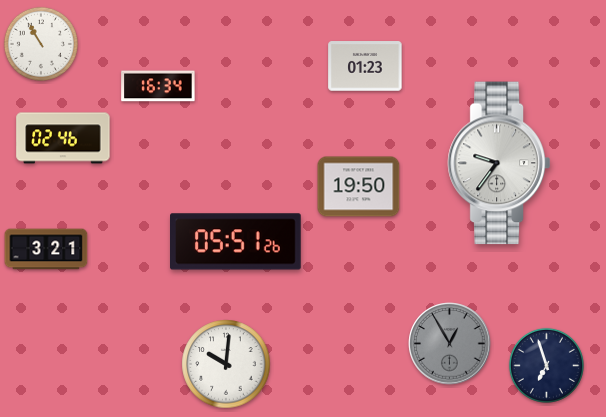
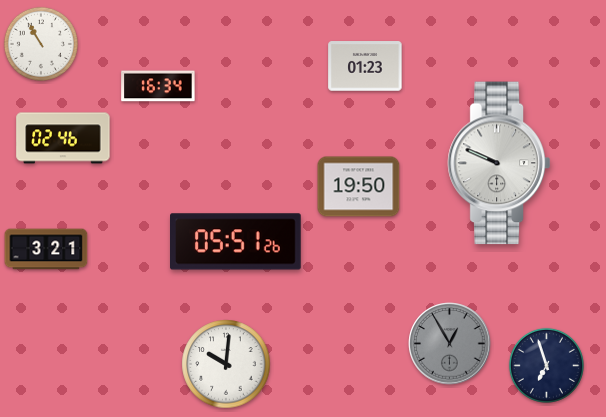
clock at (499, 163): 9:36 -> 9:49
